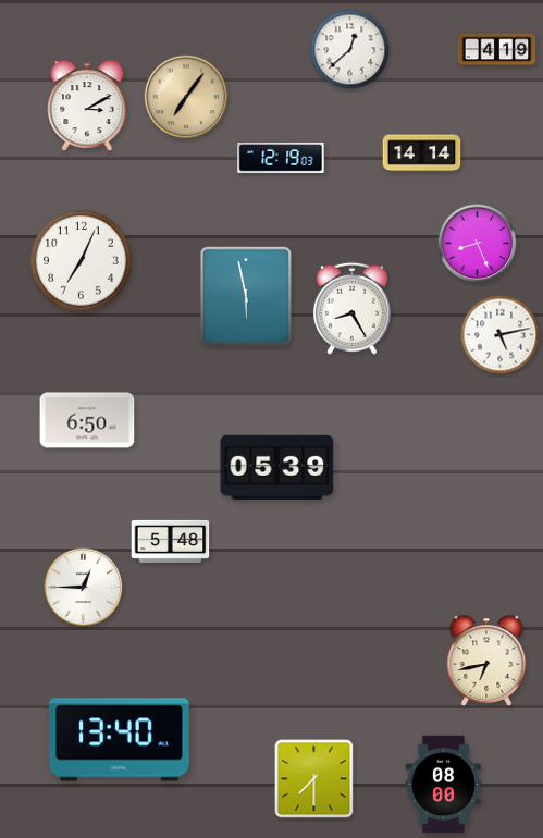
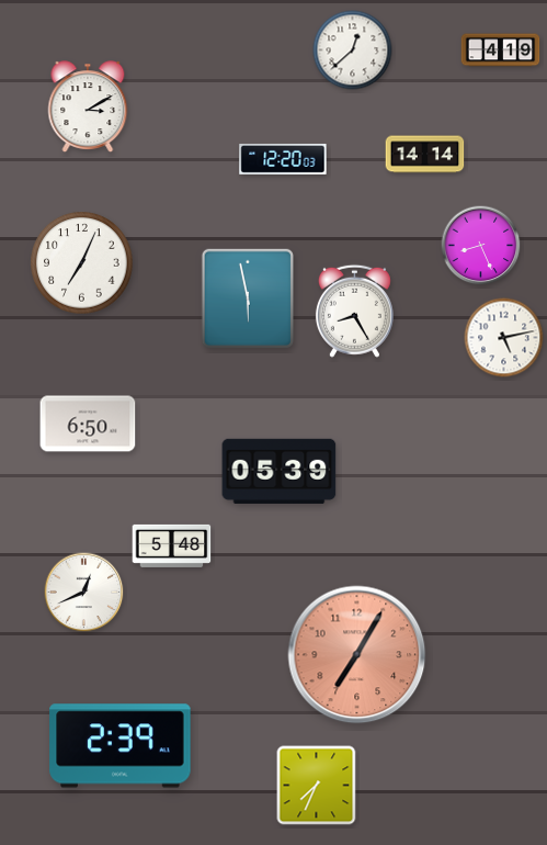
clock at (186, 97): 7:06 -> none
clock at (281, 158): 12:19 -> 12:20
clock at (84, 588): 12:45 -> 12:41
clock at (357, 655): none -> 7:05
clock at (486, 661): 6:43 -> none
clock at (120, 740): 13:40 -> 2:39
clock at (314, 779): 7:30 -> 7:34
clock at (444, 785): 08:00 -> none
